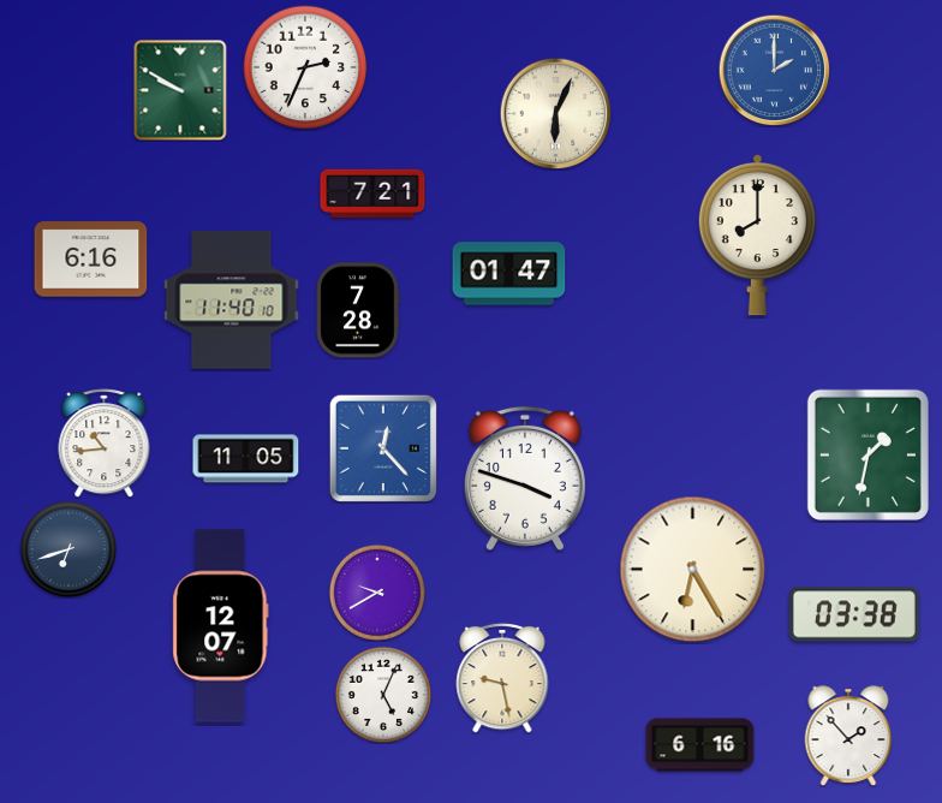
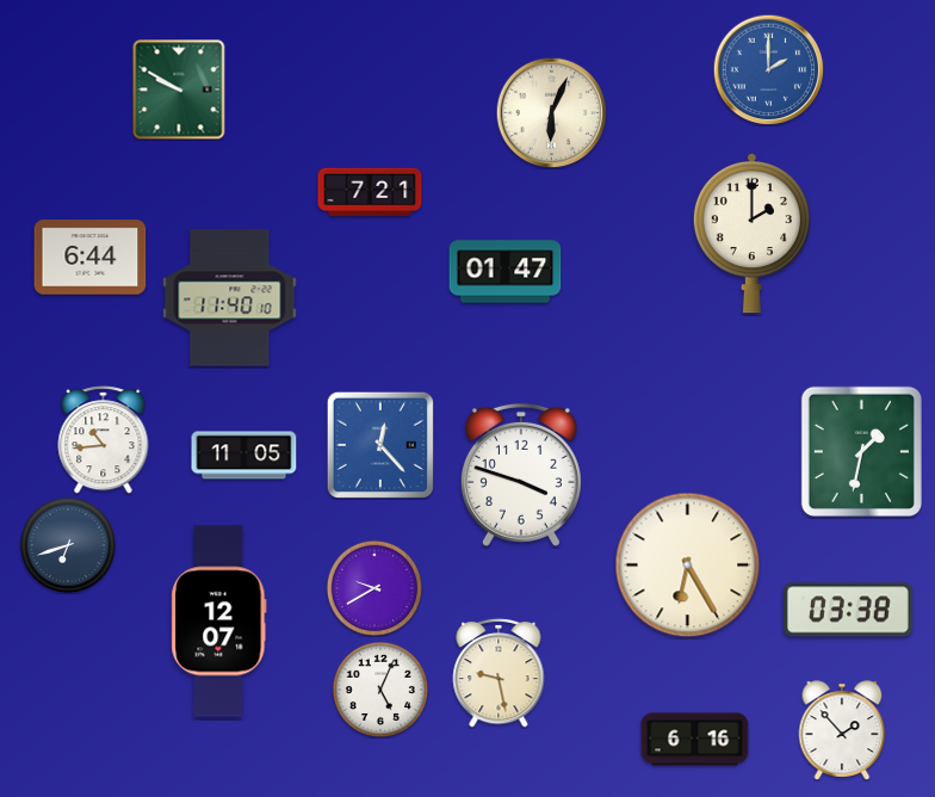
clock at (305, 67): 2:34 -> none
clock at (757, 236): 8:00 -> 2:00
clock at (91, 260): 6:16 -> 6:44
clock at (358, 310): 7:28 -> none
